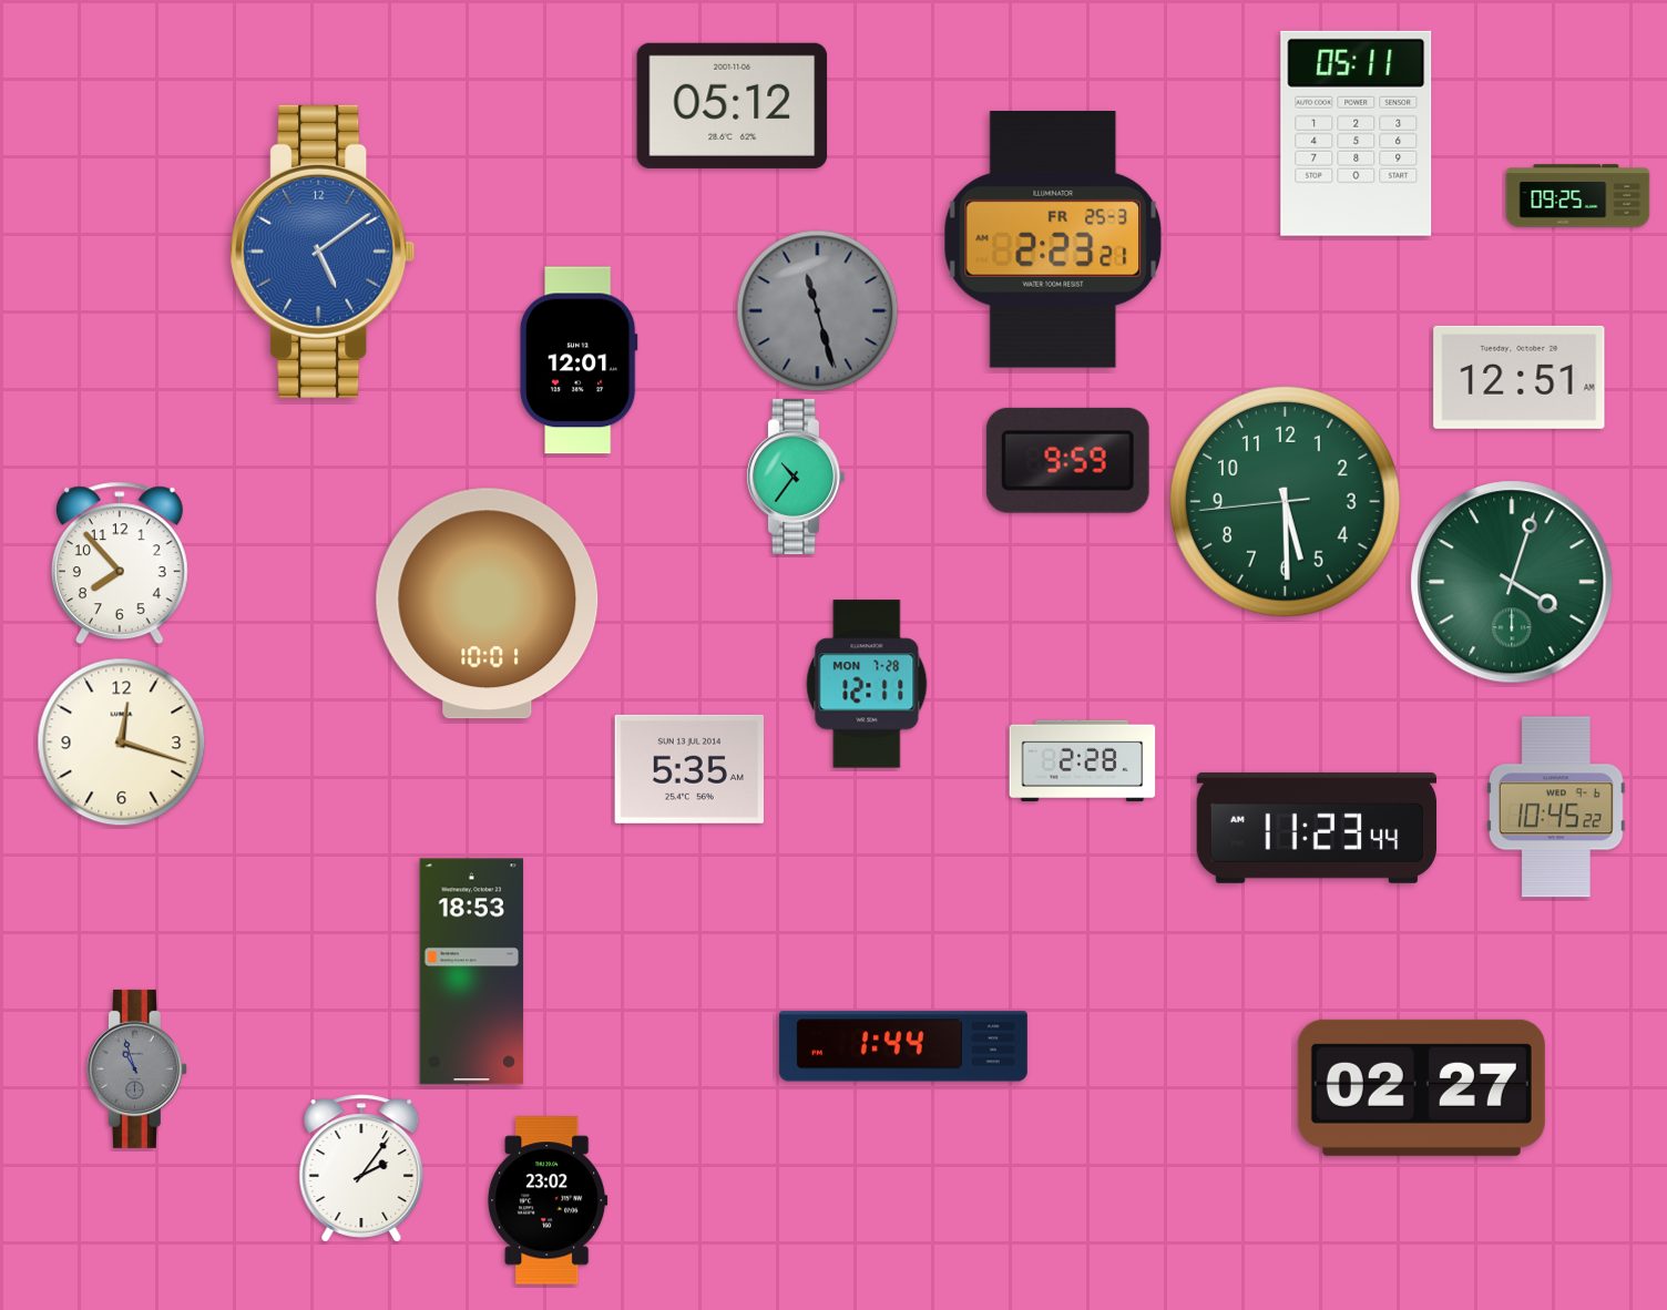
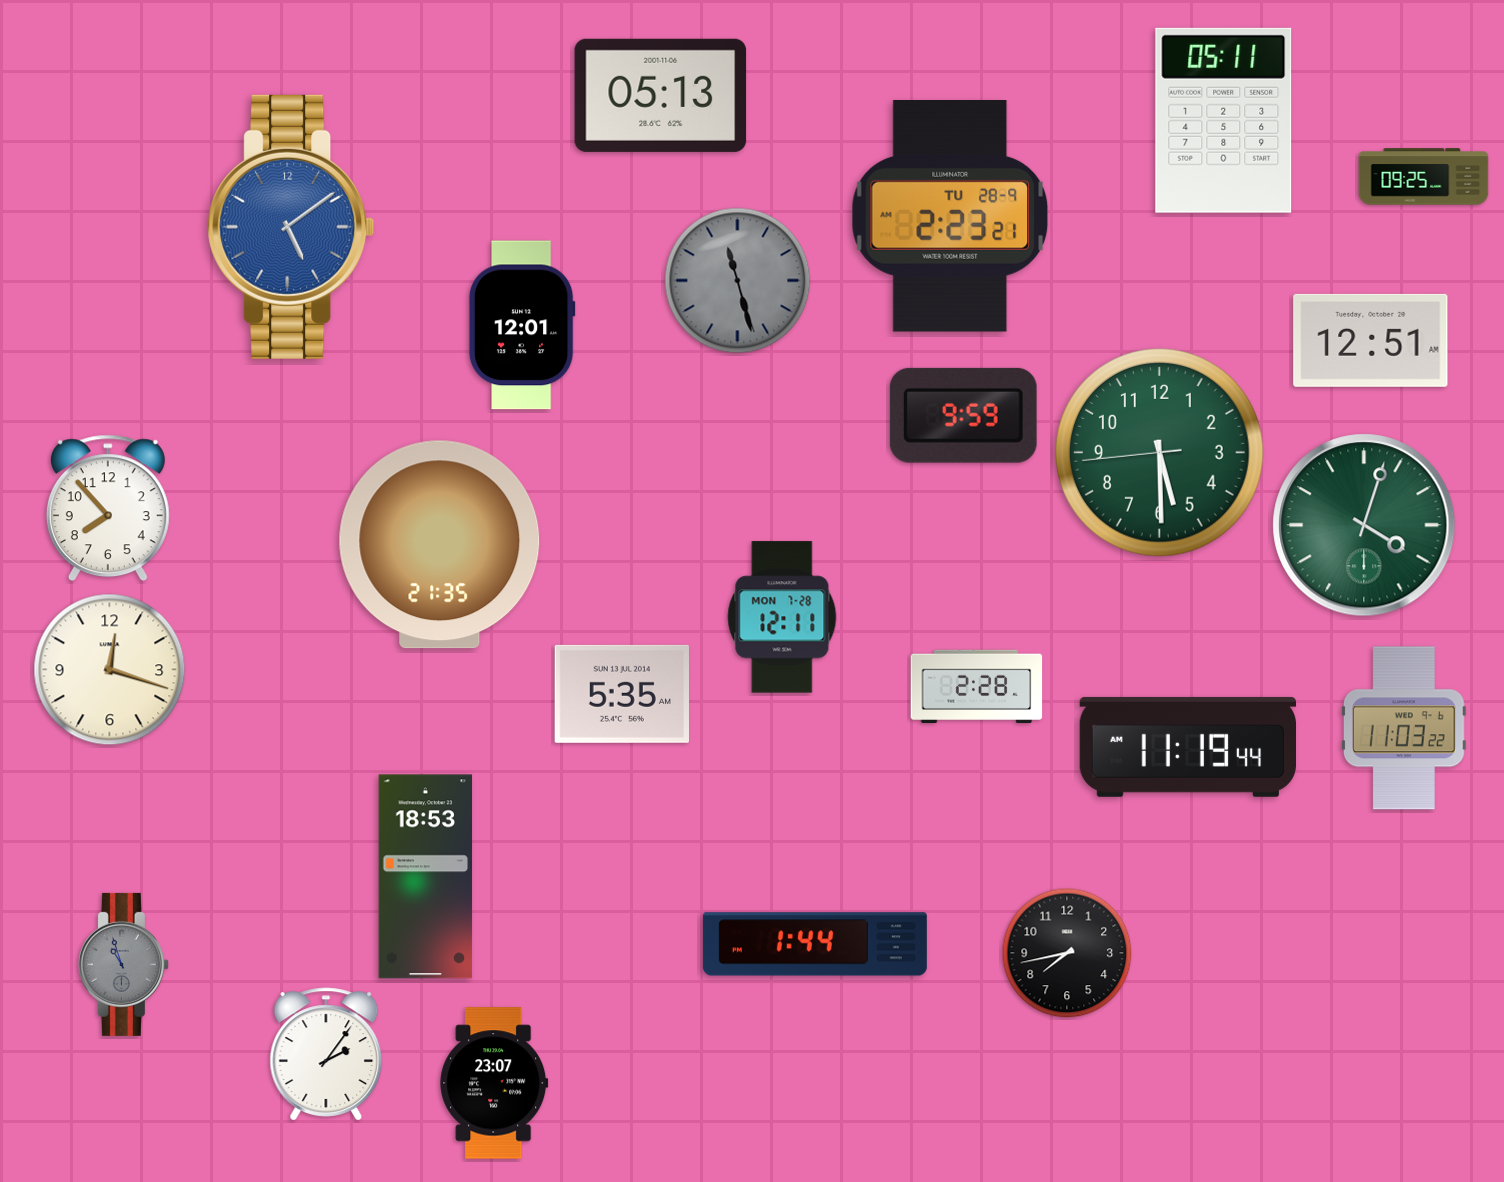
clock at (733, 105): 05:12 -> 05:13
clock at (1053, 240) date: FR 25-3 -> TU 28-9
clock at (795, 477): 10:36 -> none
clock at (488, 604): 10:01 -> 21:35
clock at (1557, 807): 10:45 -> 11:03
clock at (1316, 828): 11:23 -> 11:19
clock at (1067, 953): none -> 7:43
clock at (1421, 1087): 02:27 -> none
clock at (548, 1200): 23:02 -> 23:07
